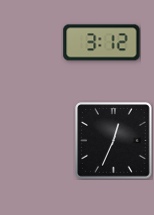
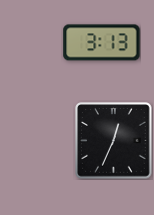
clock at (102, 43): 3:12 -> 3:13
